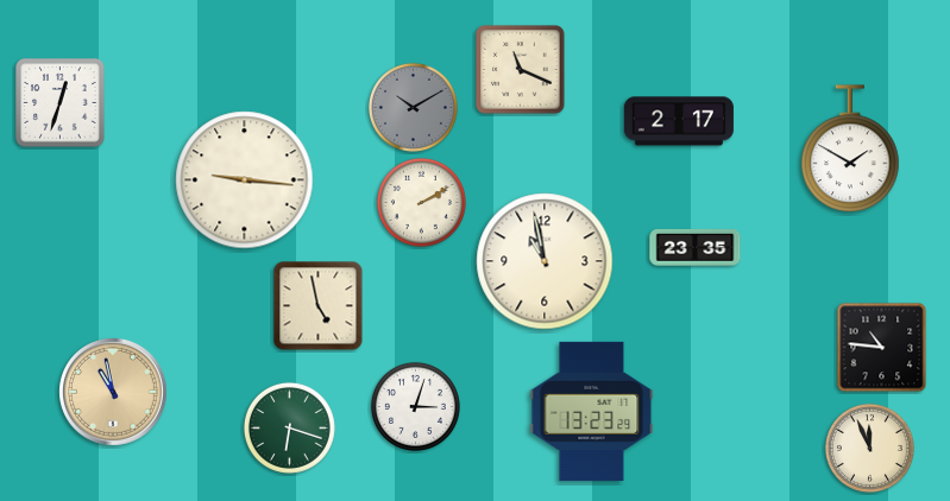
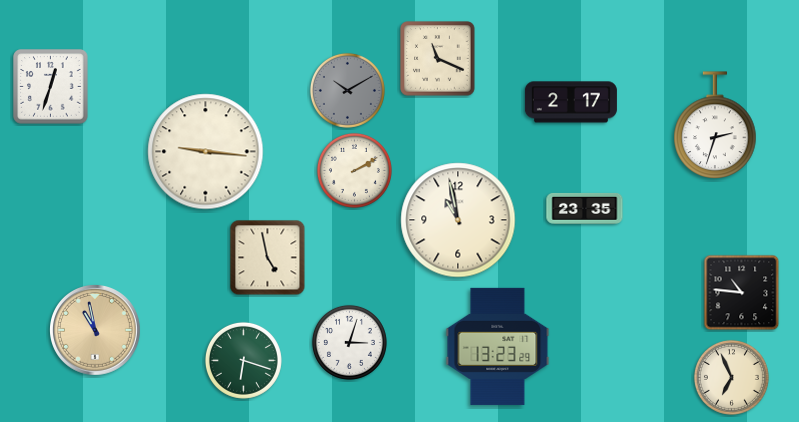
clock at (850, 148): 1:50 -> 2:33
clock at (869, 448): 11:56 -> 6:56
